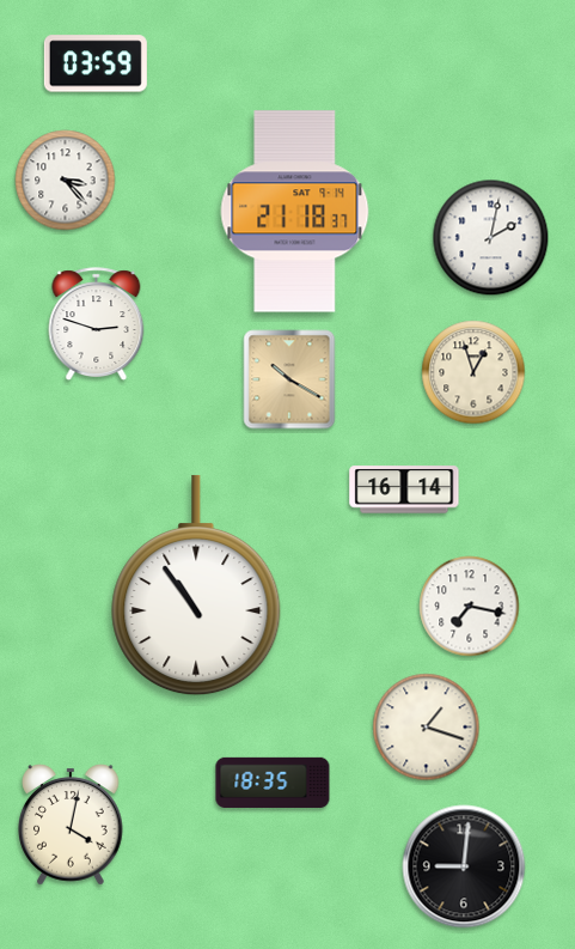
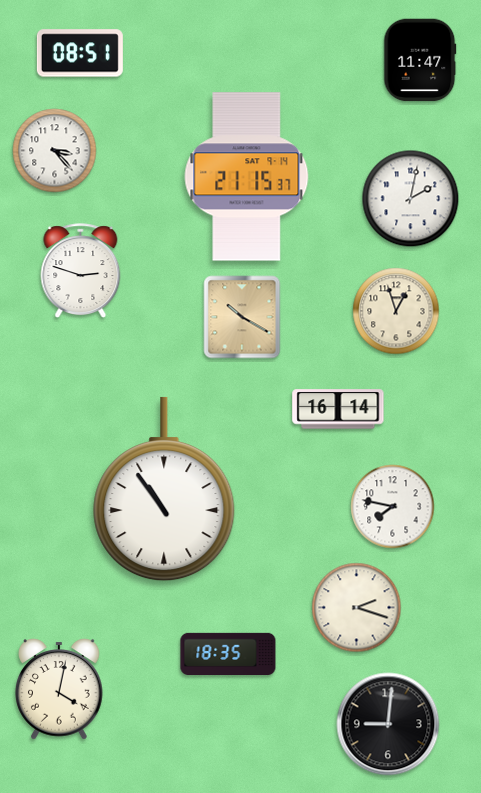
clock at (96, 63): 03:59 -> 08:51
clock at (420, 60): none -> 11:47
clock at (295, 212): 21:18 -> 21:15
clock at (470, 607): 7:17 -> 7:47
clock at (427, 728): 1:18 -> 2:18
